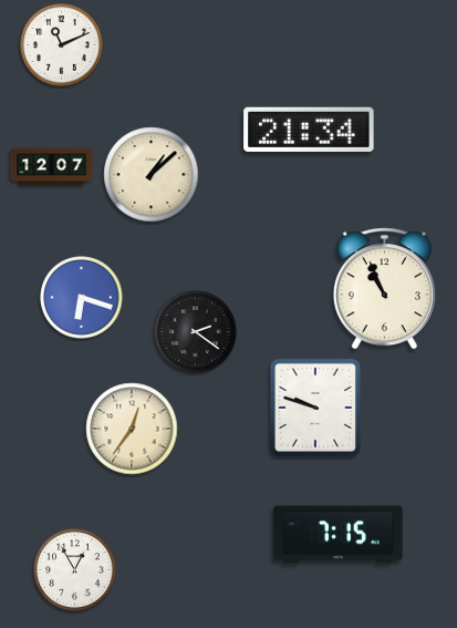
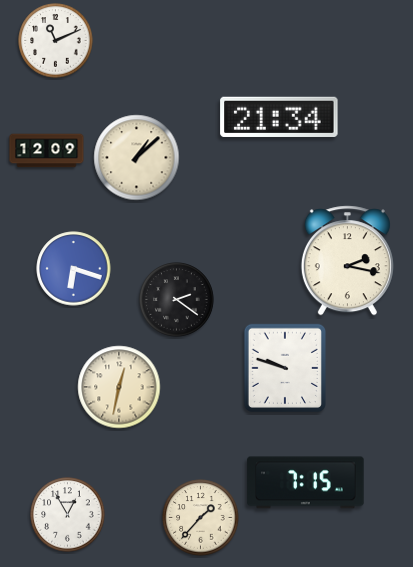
clock at (52, 167): 12:07 -> 12:09
clock at (384, 289): 10:56 -> 2:17
clock at (132, 429): 12:36 -> 12:32
clock at (201, 518): none -> 1:37
